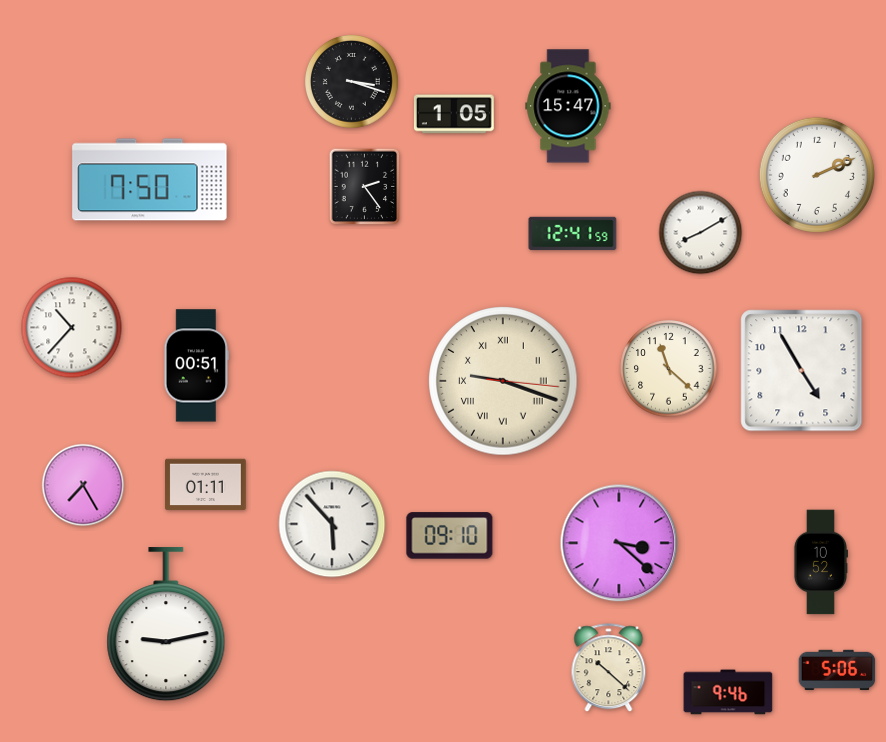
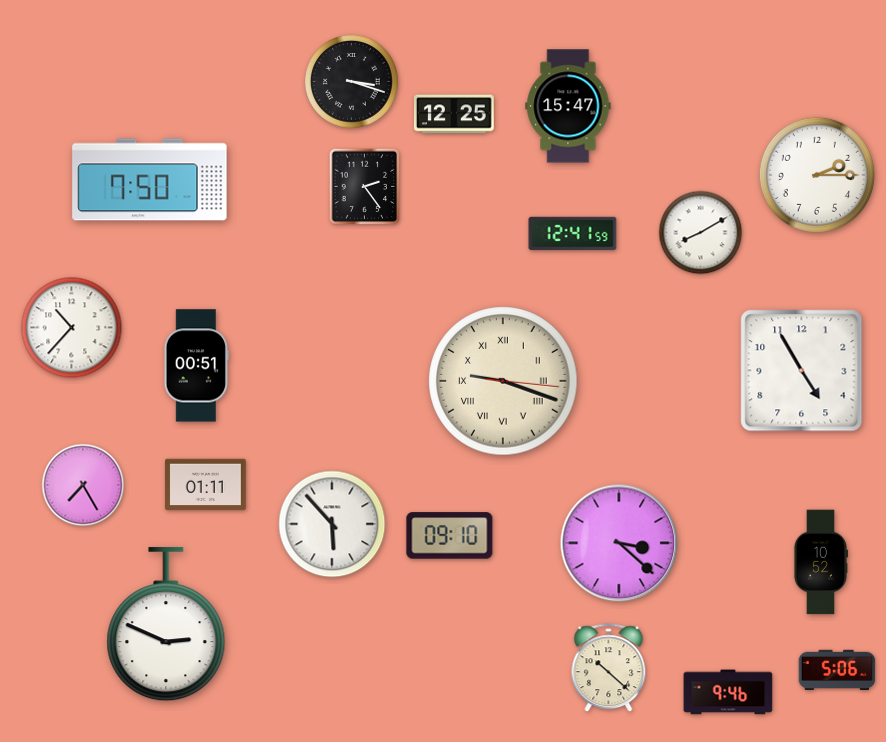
clock at (454, 114): 1:05 -> 12:25
clock at (817, 175): 2:11 -> 2:15
clock at (669, 369): 11:22 -> none
clock at (166, 625): 9:13 -> 2:49
